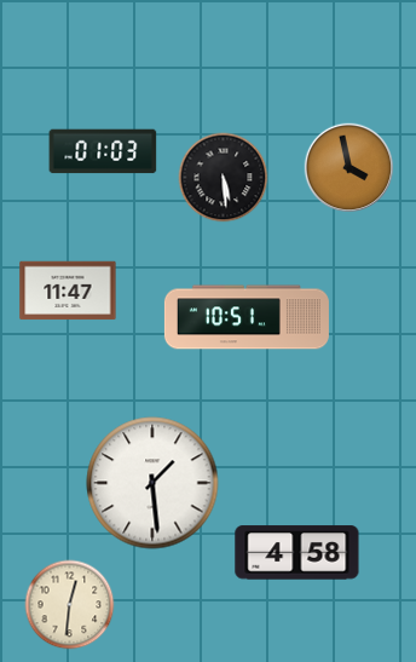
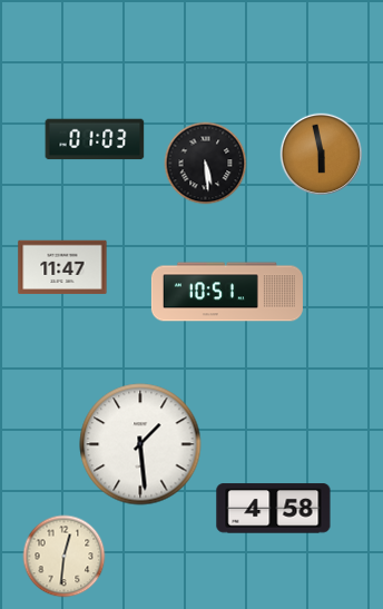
clock at (349, 168): 3:58 -> 5:58
